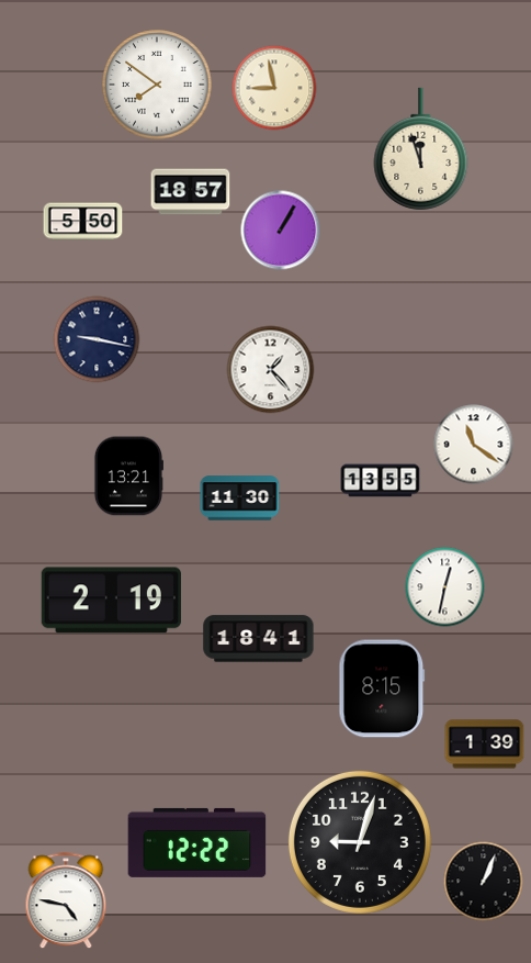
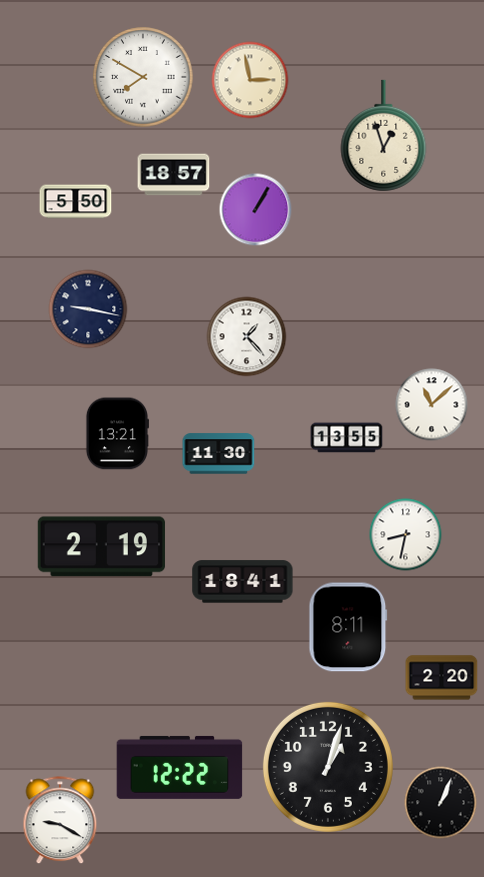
clock at (157, 85): 7:51 -> 7:50
clock at (274, 88): 8:58 -> 2:58
clock at (421, 149): 11:57 -> 12:57
clock at (474, 445): 11:21 -> 11:08
clock at (445, 587): 12:32 -> 8:32
clock at (259, 639) position: (259, 639) -> (243, 582)
clock at (382, 688): 8:15 -> 8:11
clock at (485, 744): 1:39 -> 2:20
clock at (360, 842): 9:03 -> 1:03
clock at (66, 902): 4:47 -> 9:20
